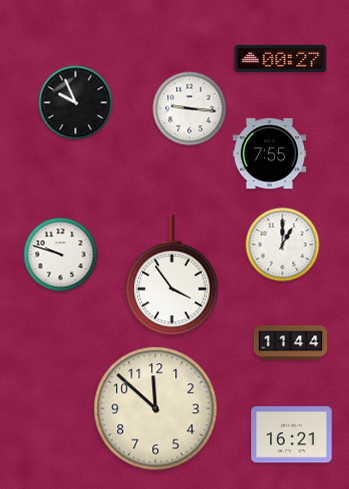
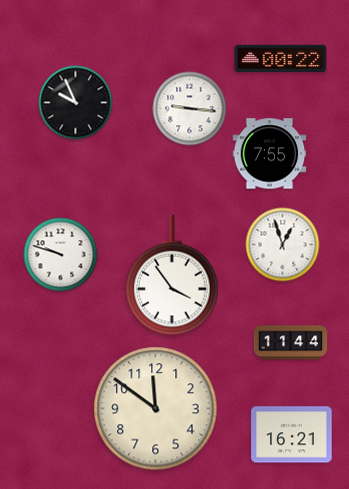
clock at (281, 58): 00:27 -> 00:22
clock at (283, 245): 1:00 -> 12:57
clock at (156, 409): 11:52 -> 11:51
